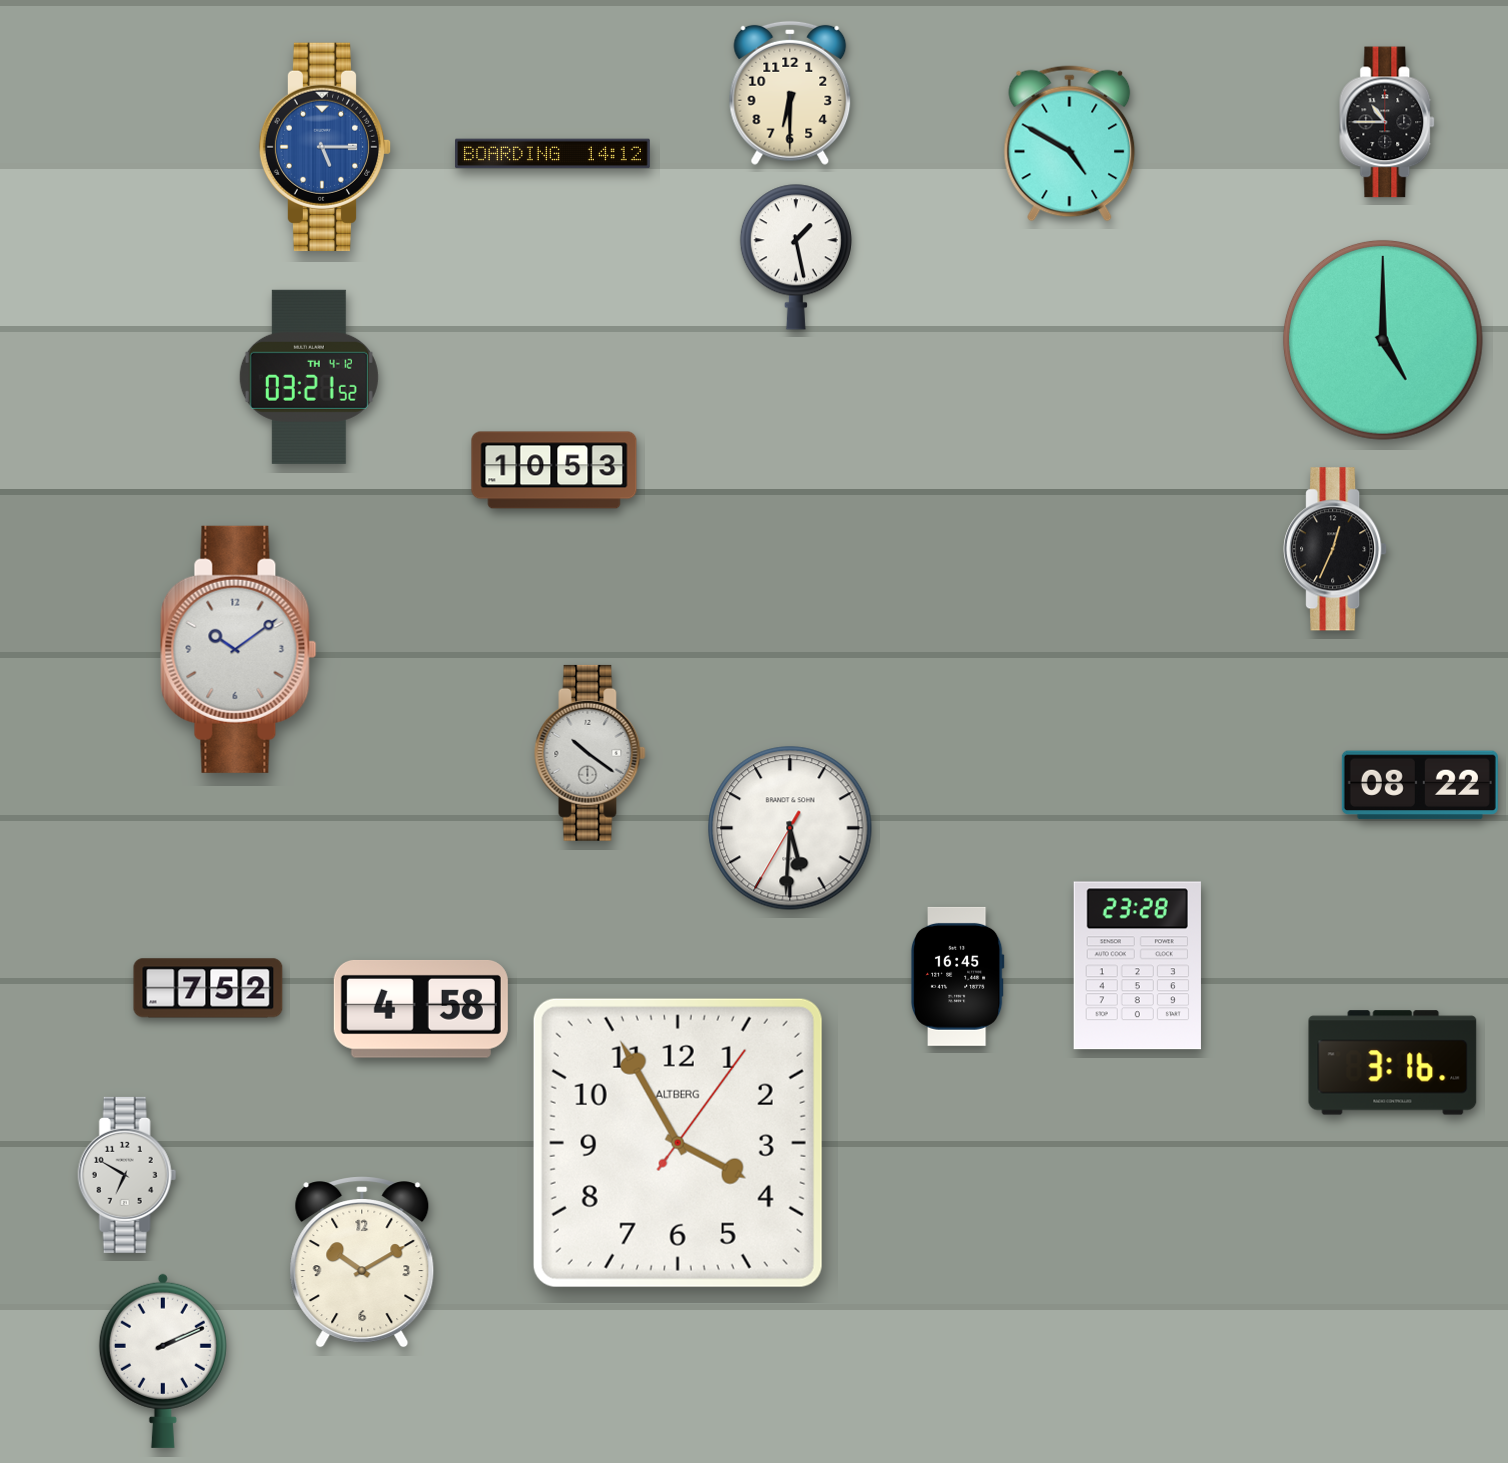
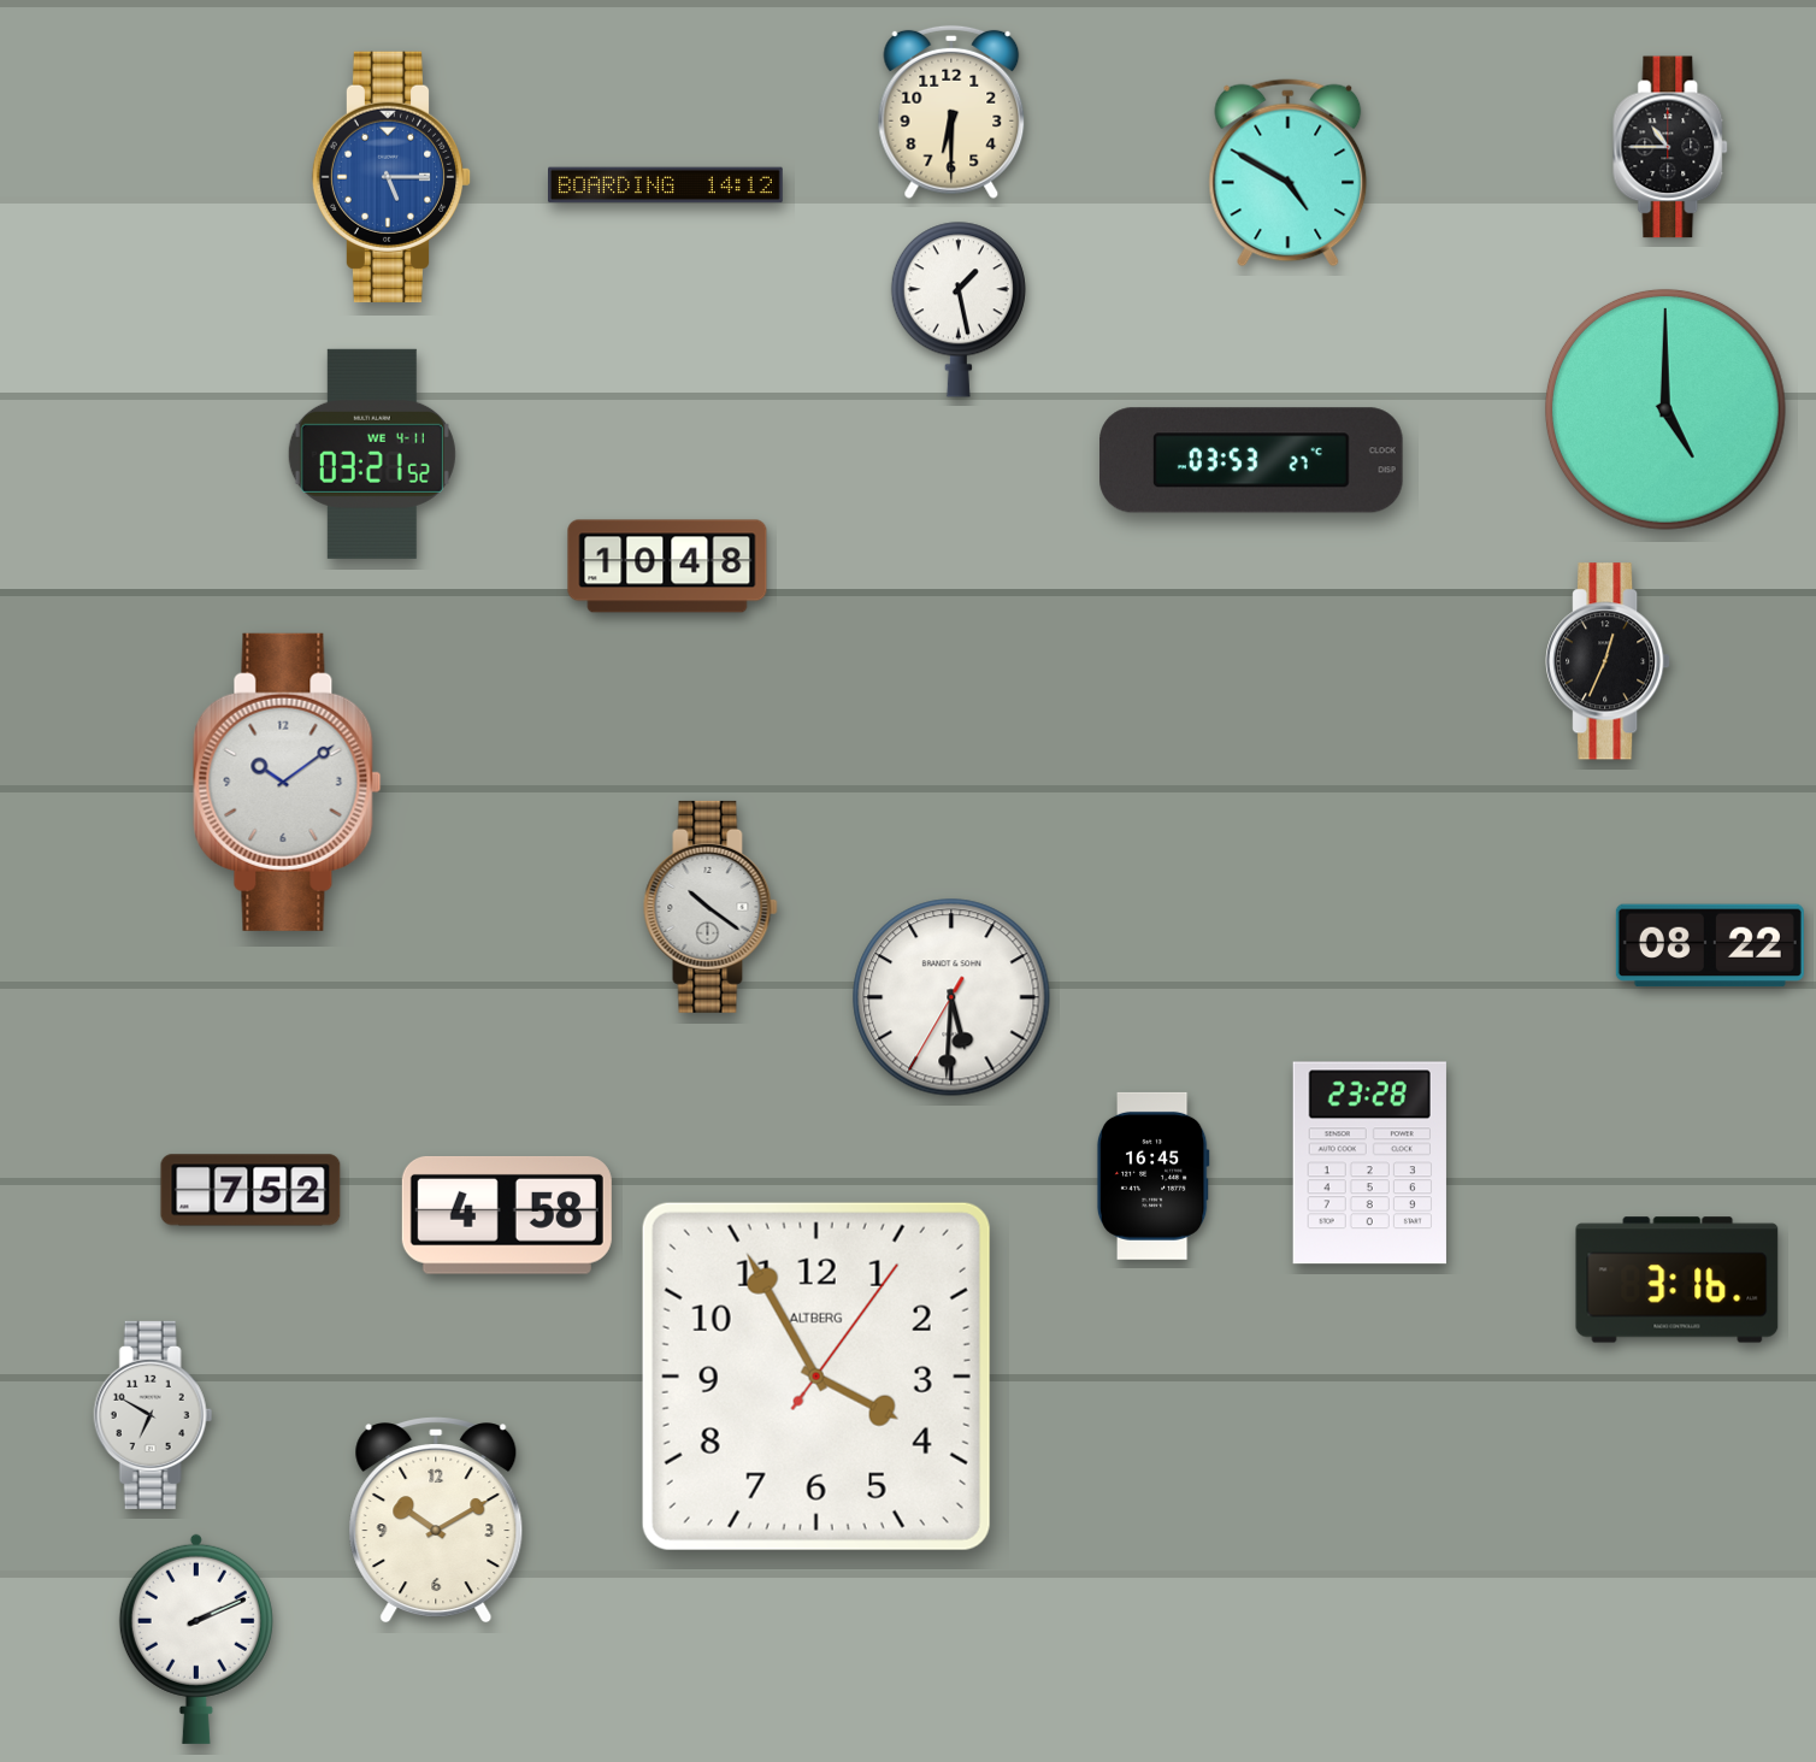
clock at (309, 377) date: TH 4-12 -> WE 4-11
clock at (1252, 460): none -> 03:53
clock at (554, 470): 10:53 -> 10:48
